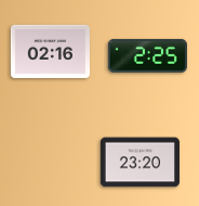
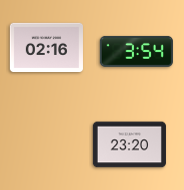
clock at (147, 55): 2:25 -> 3:54
clock at (140, 163) position: (140, 163) -> (129, 145)
